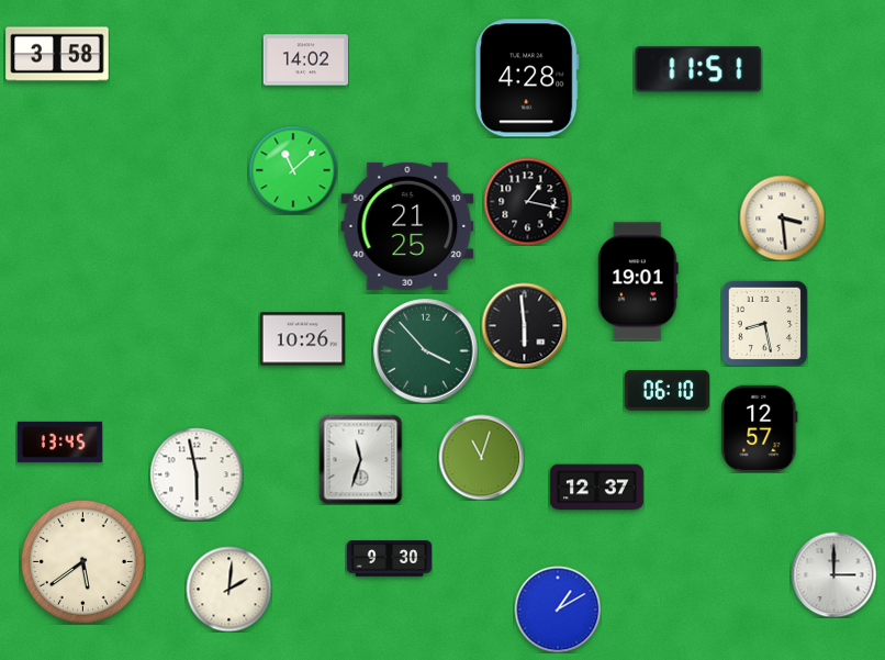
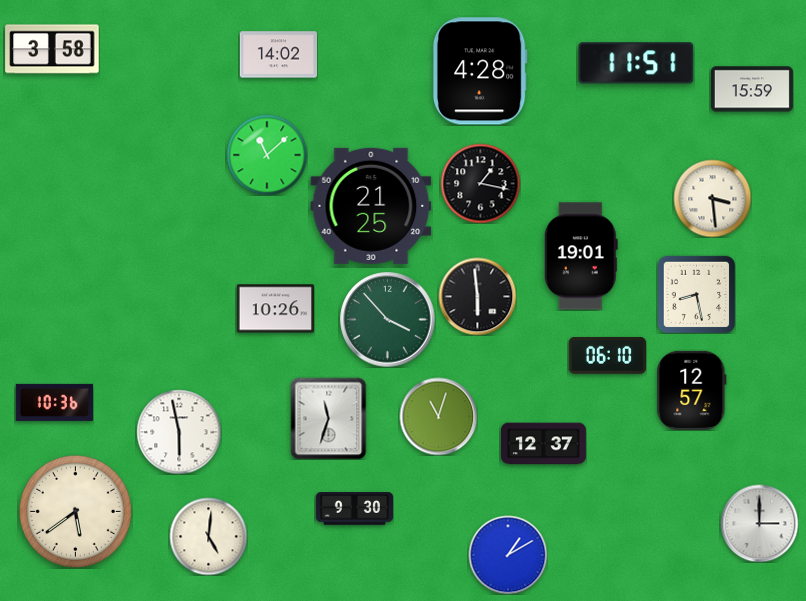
clock at (752, 89): none -> 15:59
clock at (59, 441): 13:45 -> 10:36
clock at (228, 589): 2:01 -> 5:01
